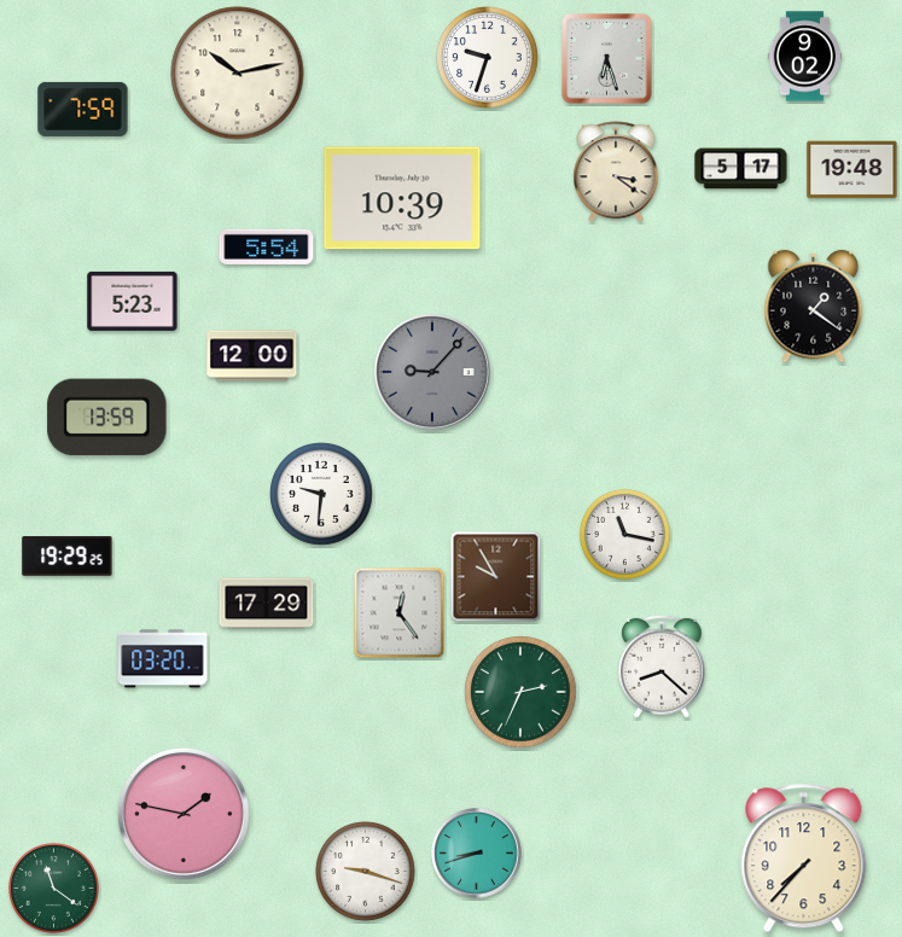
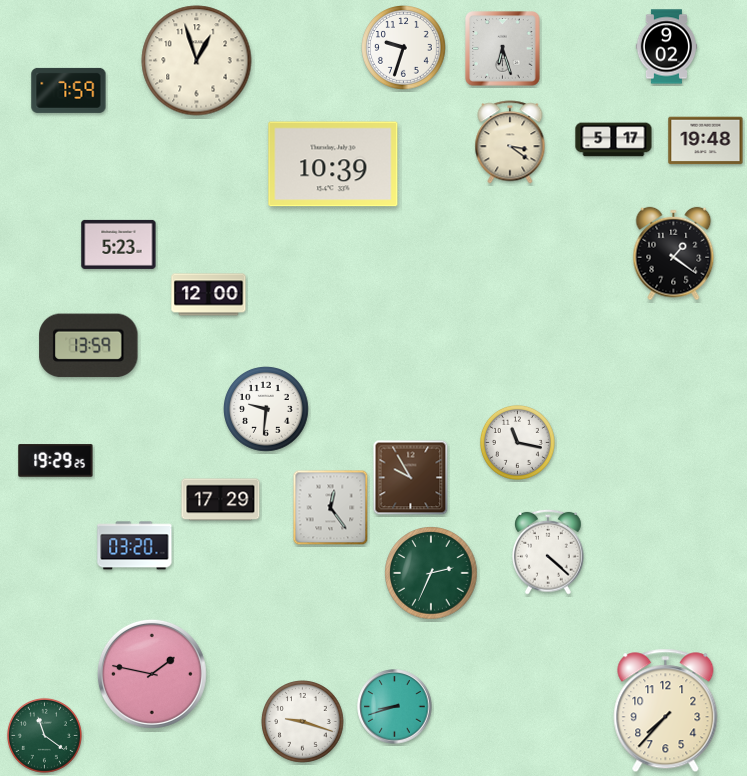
clock at (238, 74): 10:13 -> 12:57
clock at (267, 246): 5:54 -> none
clock at (133, 301) position: (133, 301) -> (119, 244)
clock at (433, 373): 9:07 -> none
clock at (662, 667): 8:22 -> 4:22
